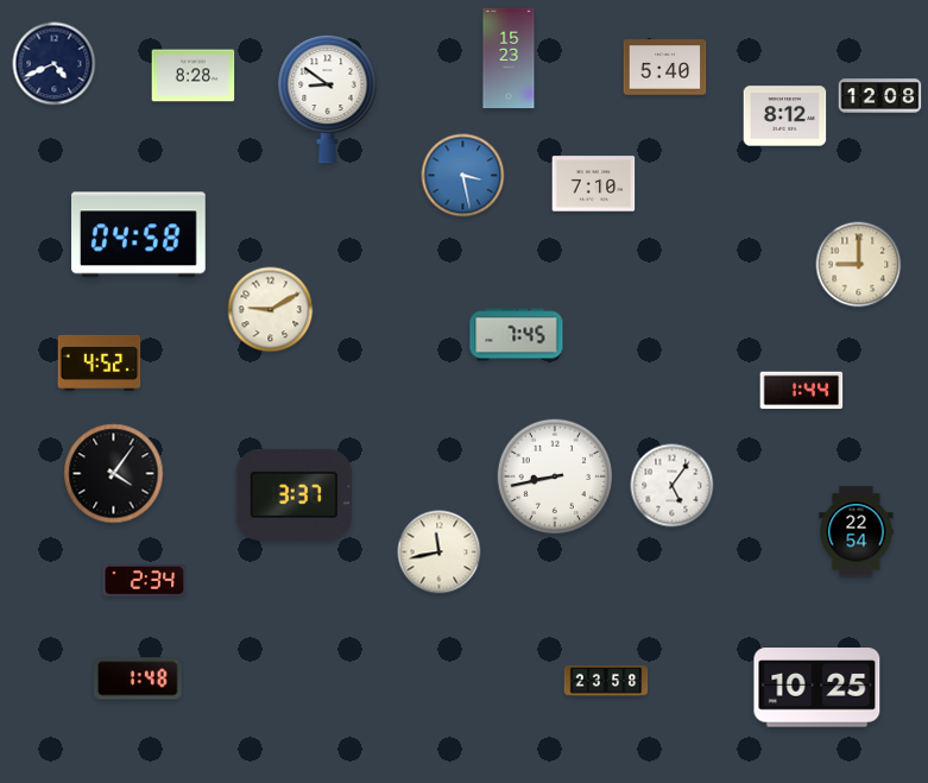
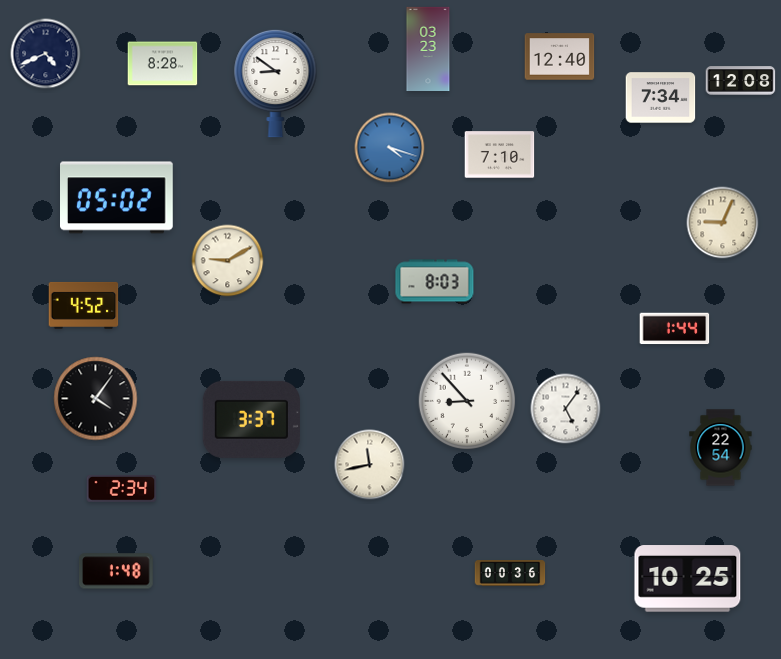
clock at (509, 57): 15:23 -> 03:23
clock at (665, 68): 5:40 -> 12:40
clock at (785, 116): 8:12 -> 7:34
clock at (463, 176): 3:28 -> 4:18
clock at (139, 235): 04:58 -> 05:02
clock at (859, 265): 9:00 -> 9:04
clock at (517, 335): 7:45 -> 8:03
clock at (555, 476): 8:43 -> 8:53
clock at (293, 494) position: (293, 494) -> (251, 419)
clock at (606, 681): 23:58 -> 00:36
